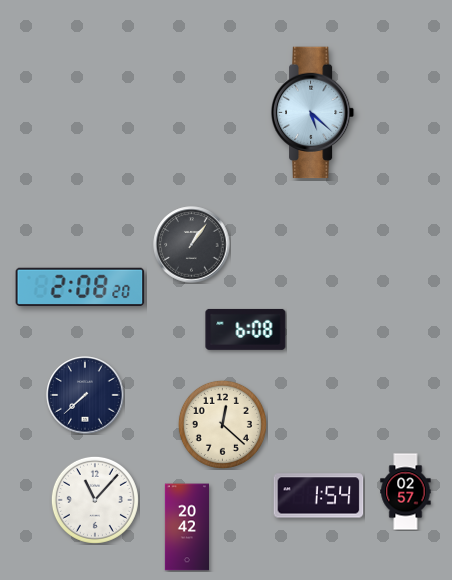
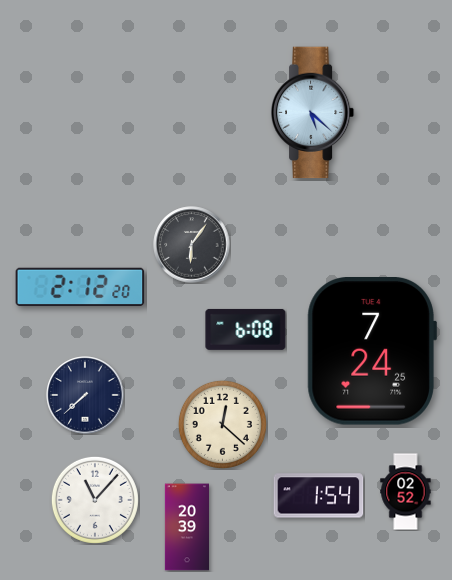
clock at (192, 245): 1:06 -> 6:06
clock at (80, 287): 2:08 -> 2:12
clock at (372, 352): none -> 7:24
clock at (406, 492): 02:57 -> 02:52
clock at (186, 527): 20:42 -> 20:39
